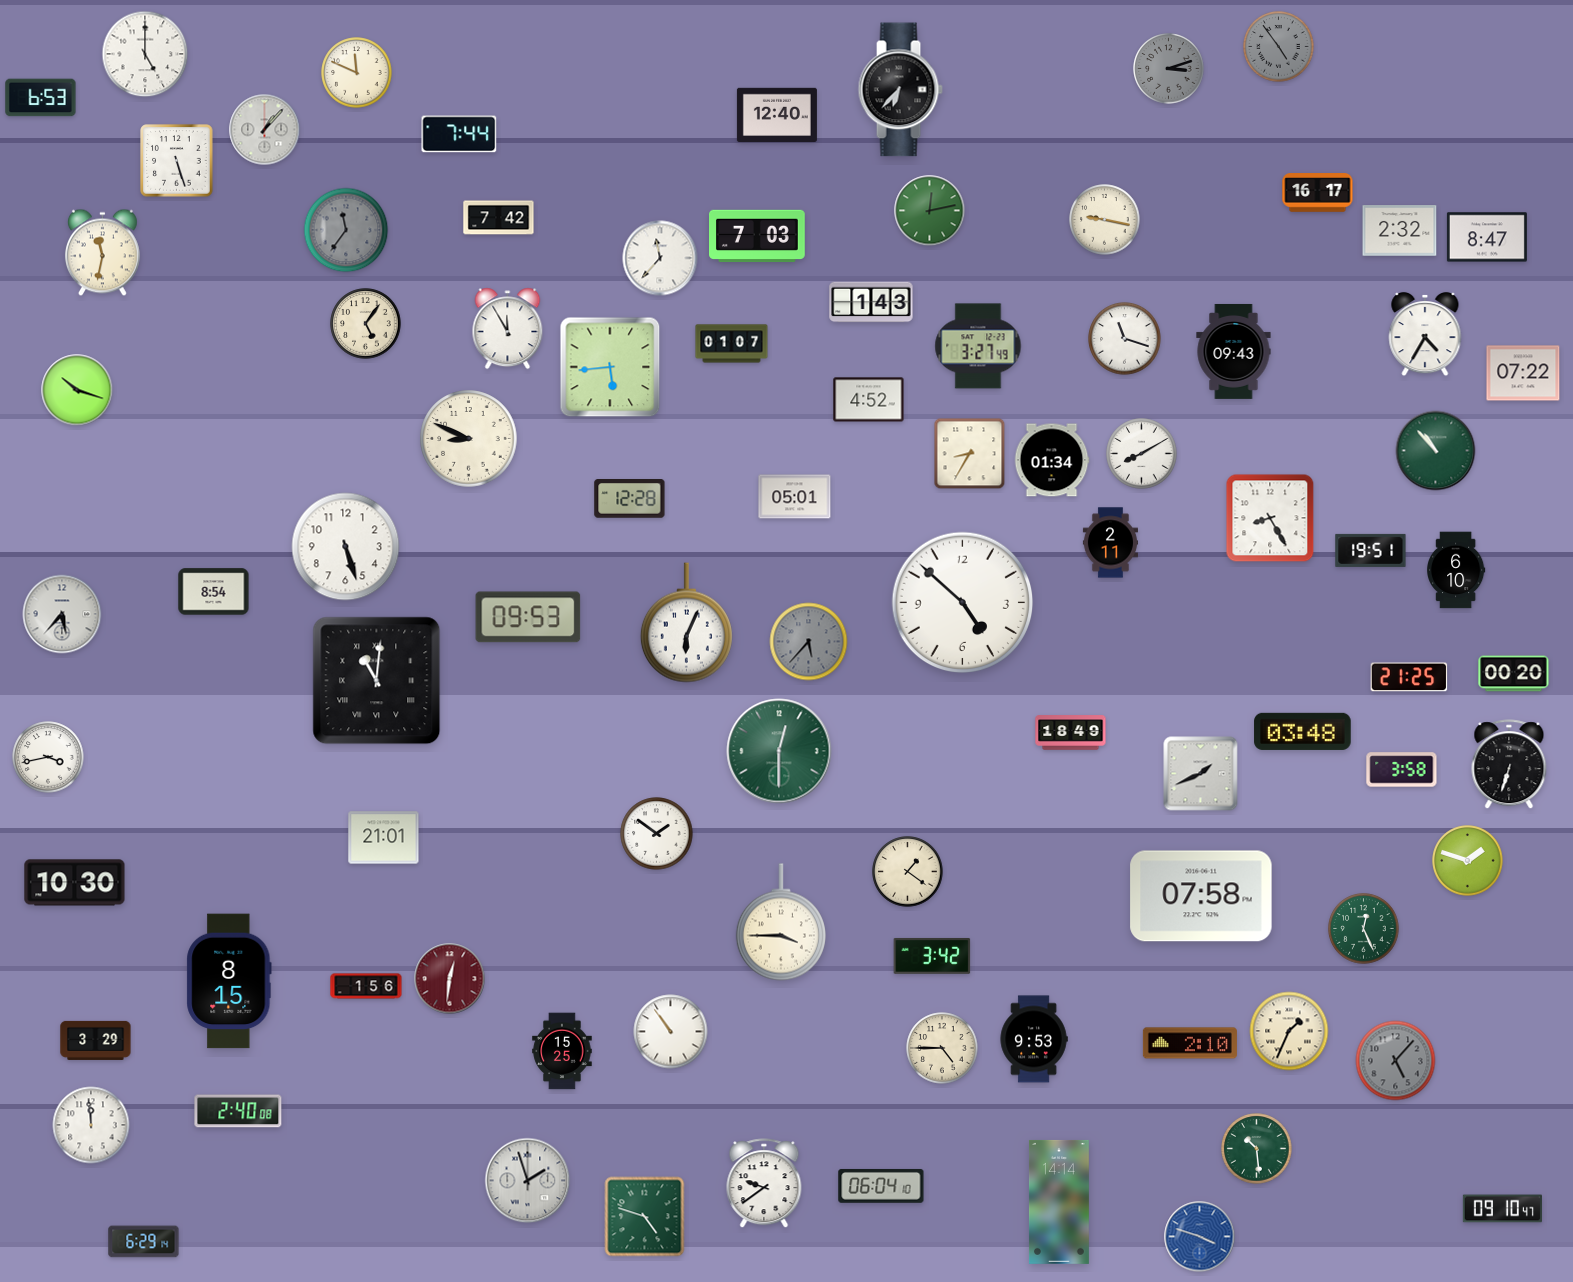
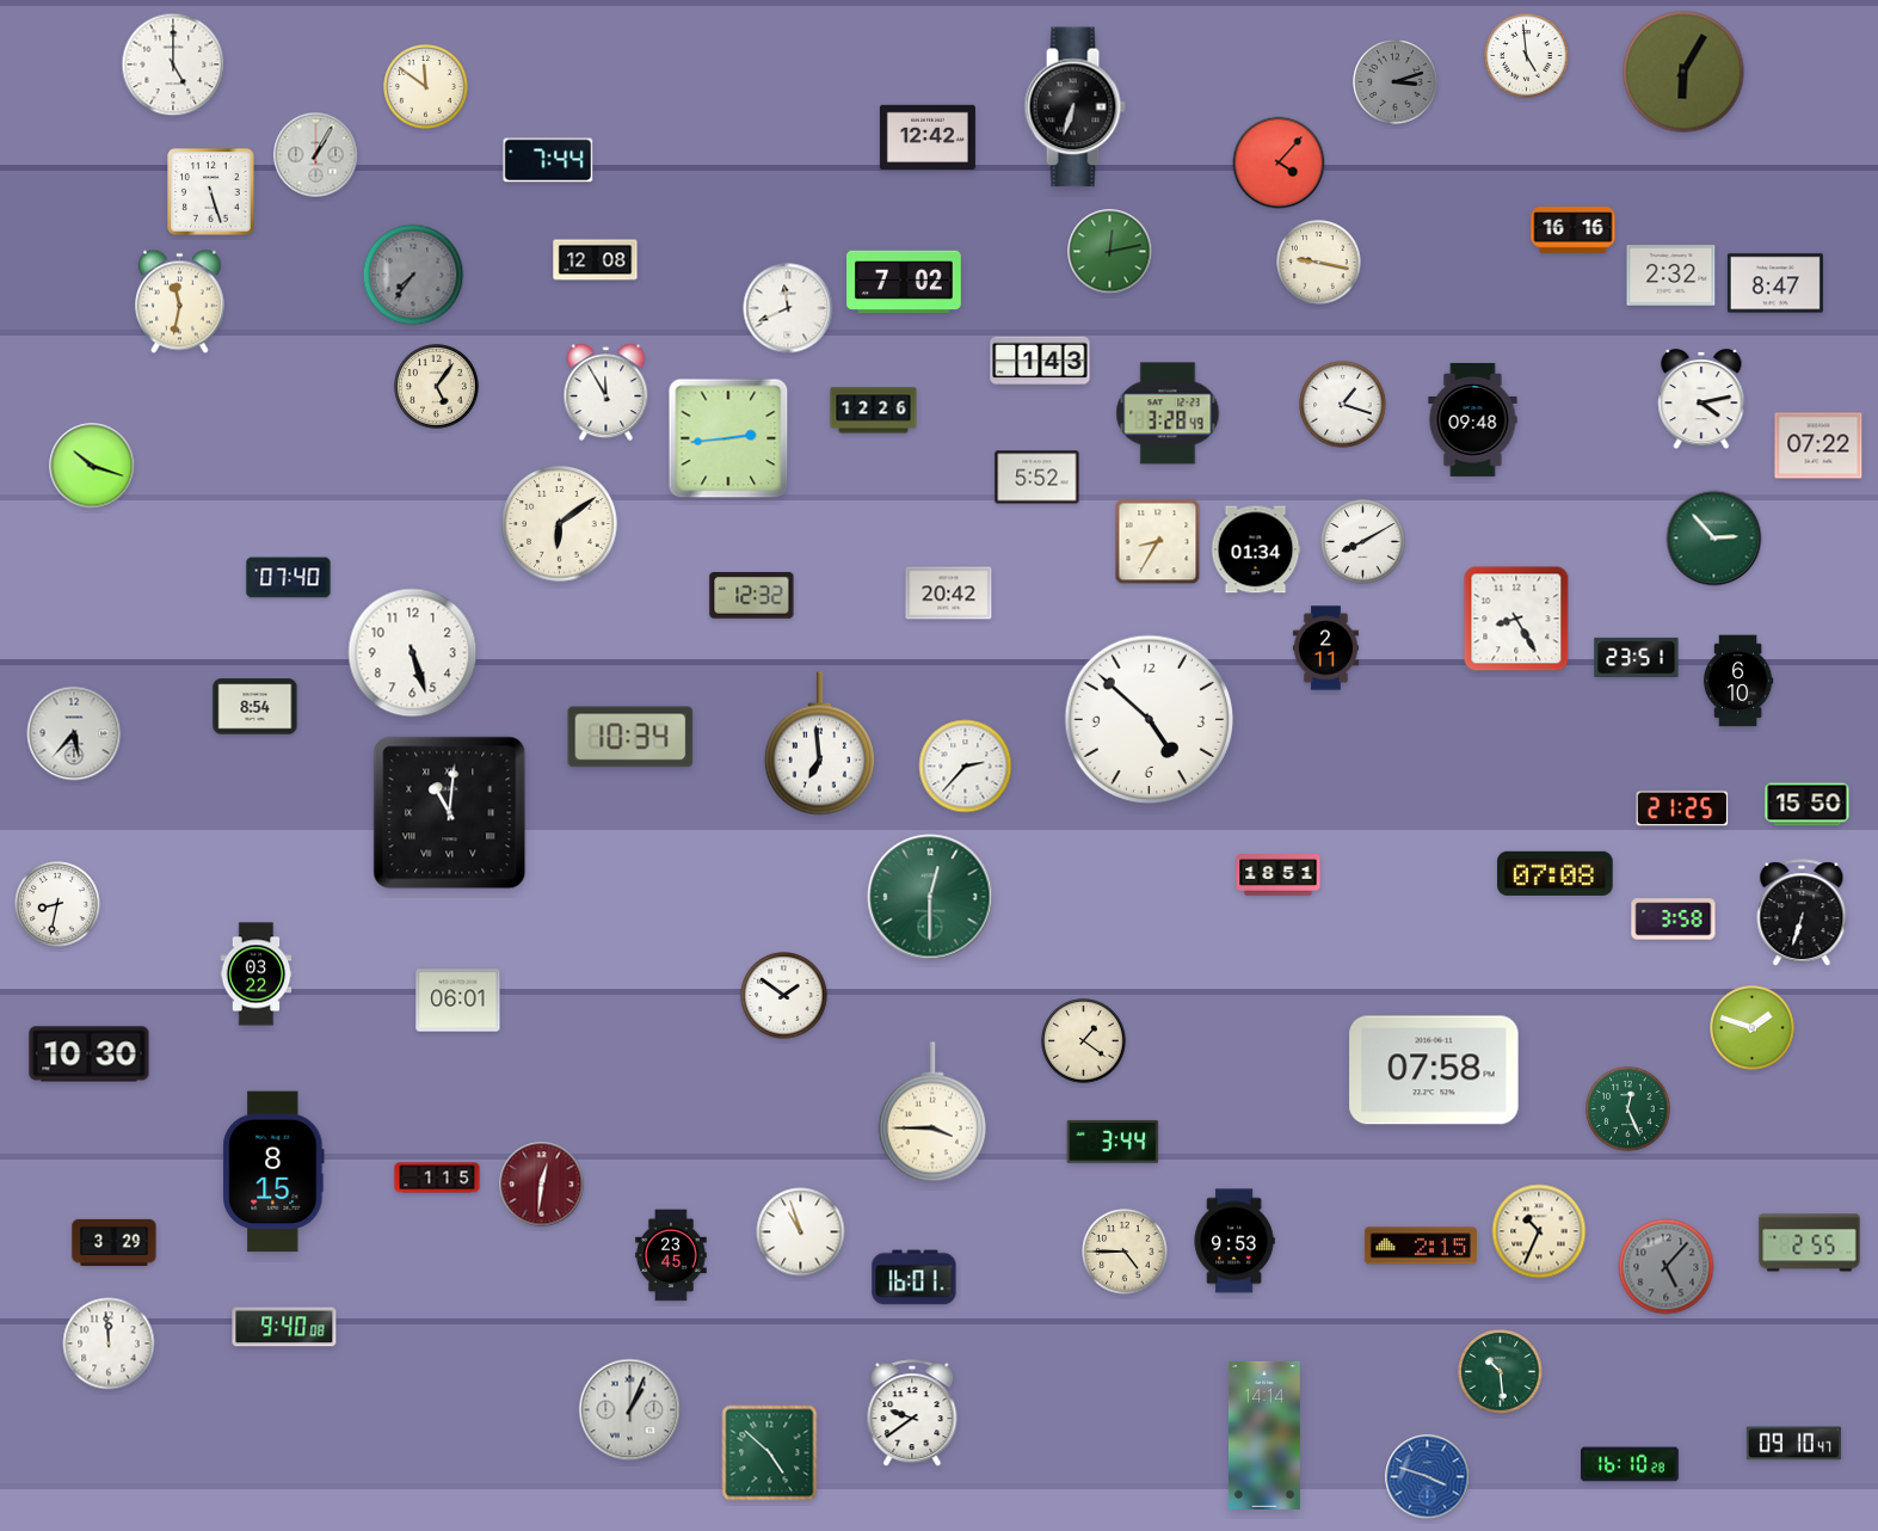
clock at (1279, 47): 4:54 -> 4:59
clock at (1279, 47) dial: grey -> white
clock at (1683, 72): none -> 6:05
clock at (357, 73): 11:49 -> 11:51
clock at (900, 90): 6:37 -> 6:33
clock at (41, 98): 6:53 -> none
clock at (777, 114): 12:40 -> 12:42
clock at (265, 130): 1:07 -> 1:05
clock at (1279, 162): none -> 4:07
clock at (1318, 193): 16:17 -> 16:16
clock at (499, 218): 7:42 -> 12:08
clock at (346, 230): 11:36 -> 7:36
clock at (758, 236): 7:03 -> 7:02
clock at (102, 253) position: (102, 253) -> (179, 302)
clock at (660, 258): 11:37 -> 11:41
clock at (1425, 334): 4:35 -> 4:13
clock at (1125, 339): 11:18 -> 1:18
clock at (732, 344): 01:07 -> 12:26
clock at (978, 346): 3:27 -> 3:28
clock at (1234, 351): 09:43 -> 09:48
clock at (610, 367): 5:44 -> 2:44
clock at (869, 400): 4:52 -> 5:52
clock at (469, 439): 8:49 -> 6:09
clock at (1436, 451): 10:53 -> 2:53
clock at (289, 578): none -> 07:40
clock at (795, 497): 05:01 -> 20:42
clock at (630, 499): 12:28 -> 12:32
clock at (1371, 550): 19:51 -> 23:51
clock at (528, 617): 09:53 -> 10:34
clock at (686, 623): 6:04 -> 6:59
clock at (809, 642): 5:37 -> 2:37
clock at (809, 642) dial: grey -> white
clock at (1514, 674): 00:20 -> 15:50
clock at (1303, 731): 03:48 -> 07:08
clock at (1071, 733): 18:49 -> 18:51
clock at (48, 757): 3:43 -> 8:32
clock at (1201, 774): 1:41 -> none
clock at (257, 974): none -> 03:22
clock at (384, 838): 21:01 -> 06:01
clock at (781, 922) position: (781, 922) -> (932, 1112)
clock at (932, 956): 3:42 -> 3:44
clock at (450, 979) position: (450, 979) -> (542, 1185)
clock at (366, 986): 1:56 -> 1:15
clock at (1289, 1031): 1:34 -> 10:34
clock at (671, 1032): 10:54 -> 10:57
clock at (1810, 1243): none -> 2:55
clock at (1190, 1043): 2:10 -> 2:15
clock at (562, 1051): 15:25 -> 23:45
clock at (915, 1278): none -> 16:01
clock at (238, 1111): 2:40 -> 9:40
clock at (528, 1181): 1:57 -> 1:04
clock at (881, 1186): 06:04 -> none
clock at (645, 1217): 4:48 -> 4:52
clock at (1630, 1464): none -> 16:10
clock at (1200, 1237) position: (1200, 1237) -> (1428, 1477)
clock at (144, 1242): 6:29 -> none
